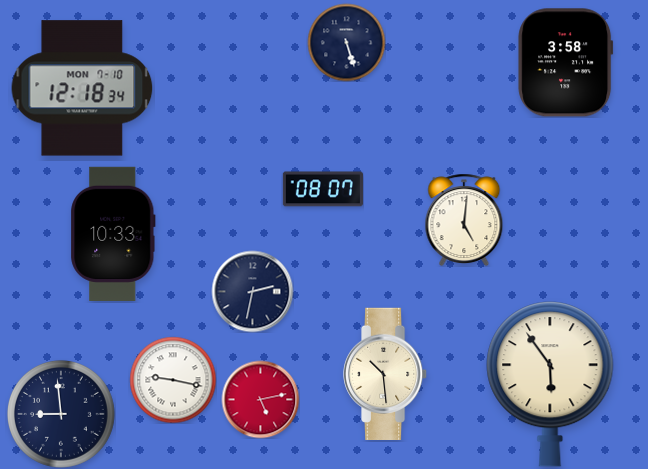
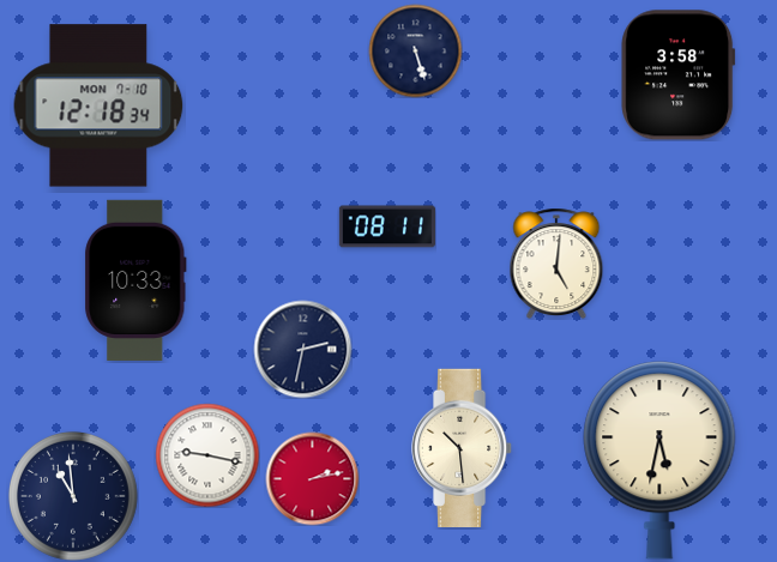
clock at (323, 189): 08:07 -> 08:11
clock at (550, 384): 5:54 -> 5:32
clock at (260, 399): 5:13 -> 2:13
clock at (61, 414): 8:59 -> 10:59
